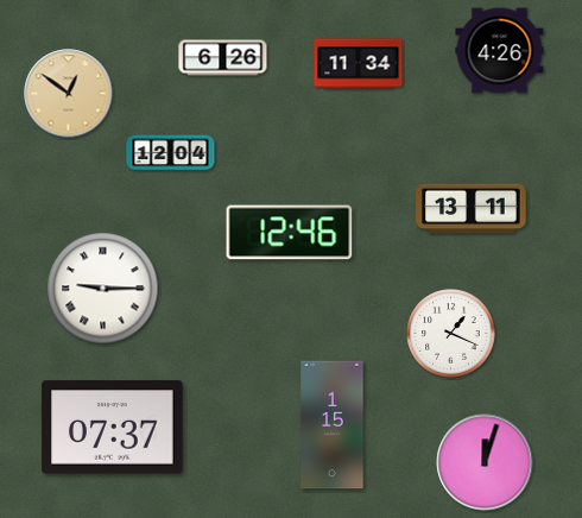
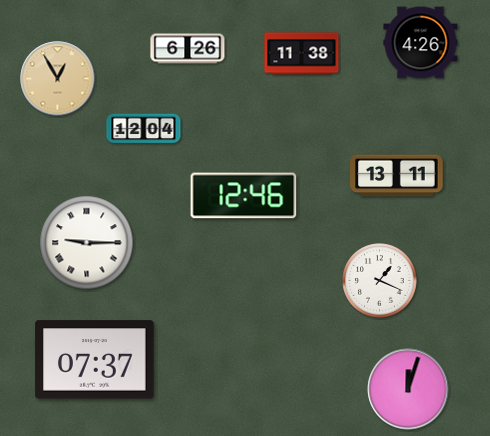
clock at (359, 64): 11:34 -> 11:38
clock at (69, 94): 12:51 -> 12:55
clock at (333, 425): 1:15 -> none
